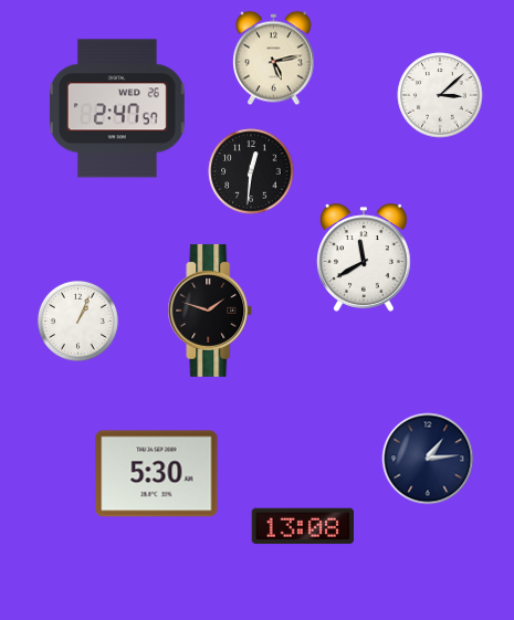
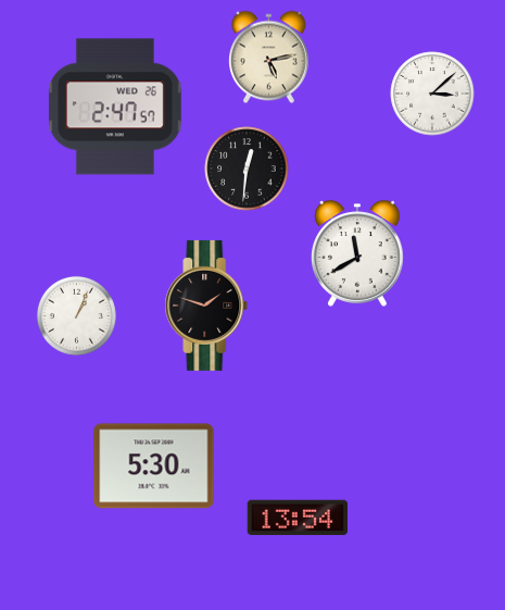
clock at (428, 459): 1:14 -> none
clock at (302, 526): 13:08 -> 13:54
